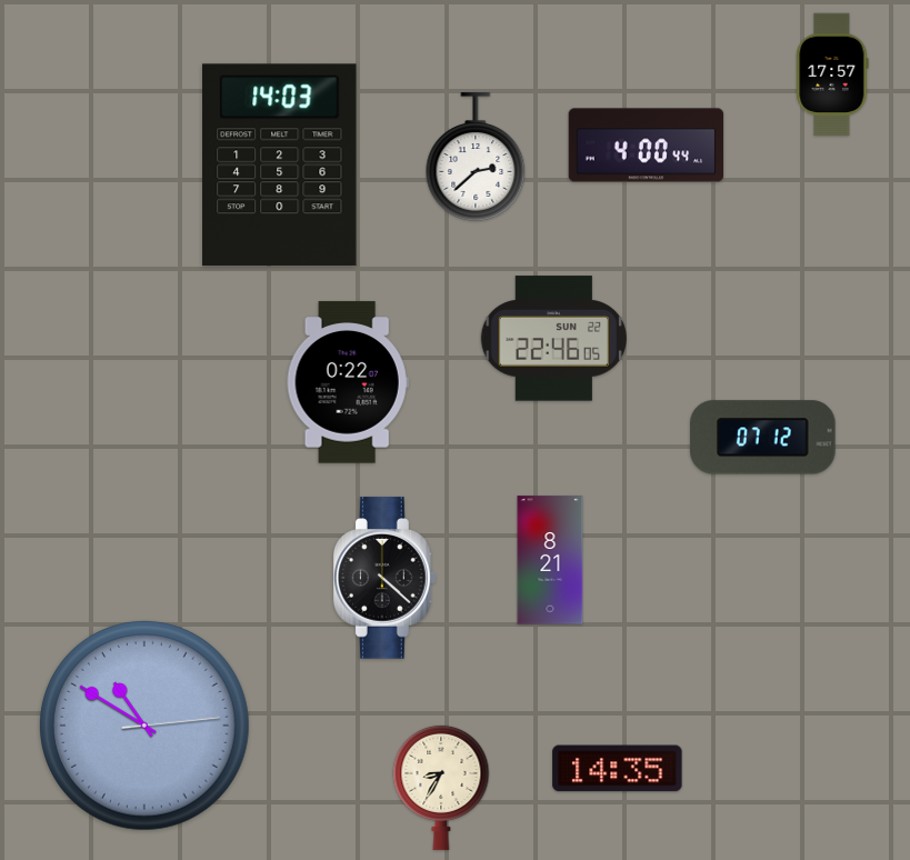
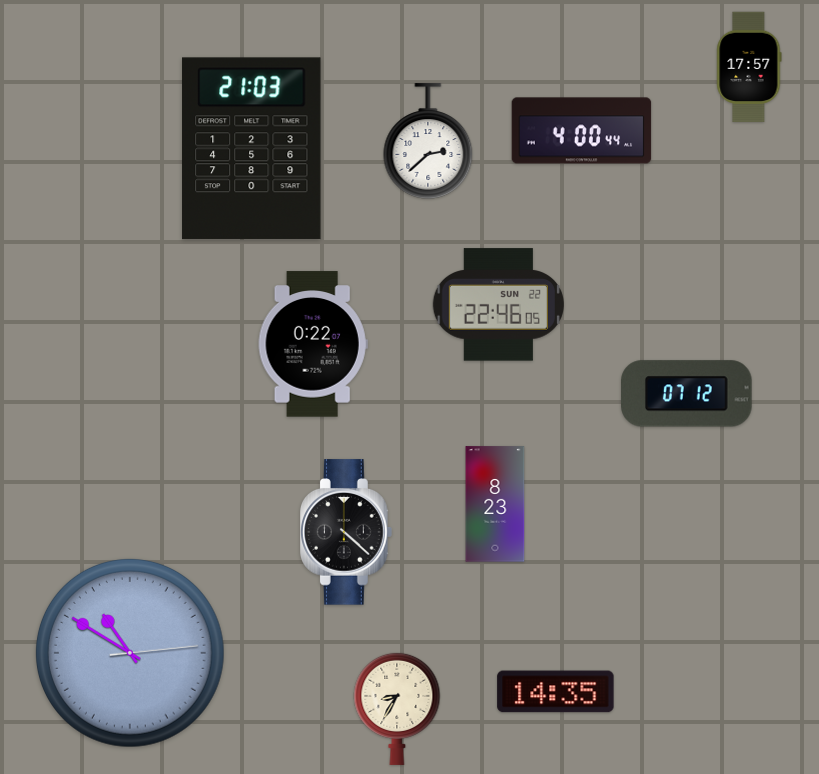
clock at (280, 166): 14:03 -> 21:03
clock at (550, 560): 8:21 -> 8:23
clock at (386, 578) position: (386, 578) -> (347, 532)
